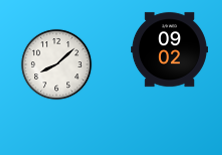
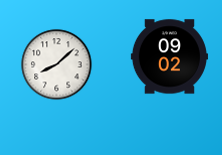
clock at (169, 50) position: (169, 50) -> (169, 57)
